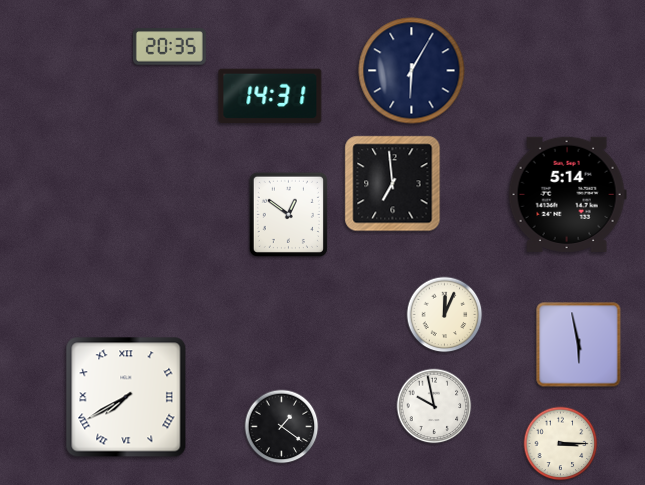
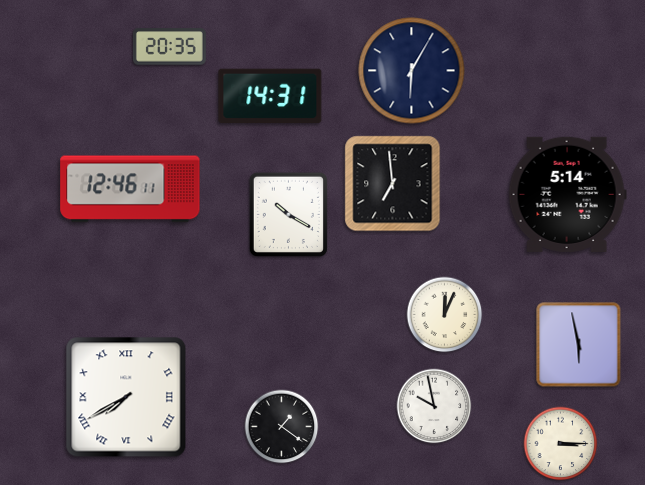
clock at (130, 189): none -> 12:46
clock at (288, 214): 12:51 -> 10:20
